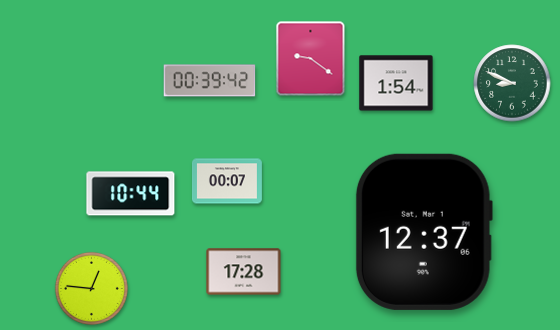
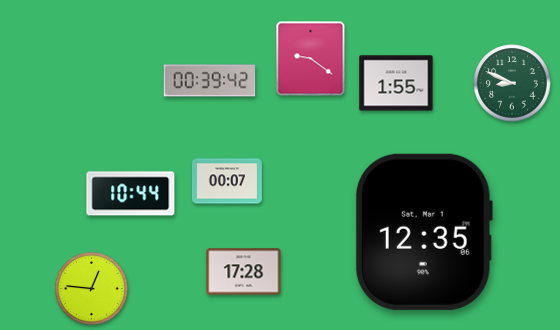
clock at (396, 83): 1:54 -> 1:55
clock at (424, 232): 12:37 -> 12:35
